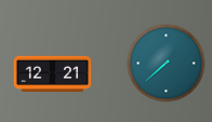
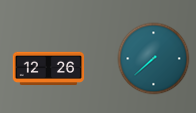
clock at (53, 73): 12:21 -> 12:26
